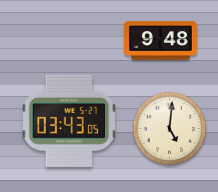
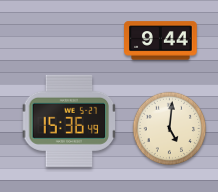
clock at (161, 41): 9:48 -> 9:44
clock at (69, 121): 03:43 -> 15:36
